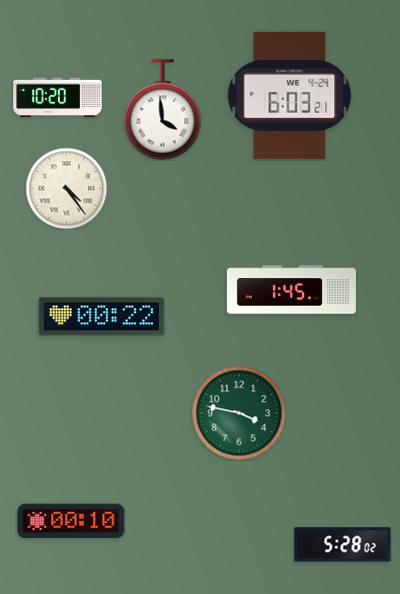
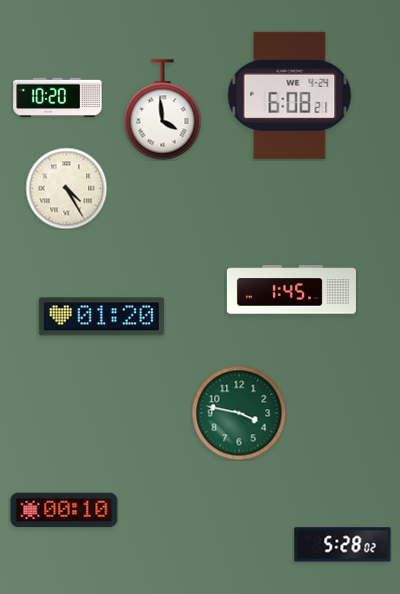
clock at (290, 95): 6:03 -> 6:08
clock at (66, 188): 4:24 -> 4:25
clock at (101, 317): 00:22 -> 01:20
clock at (71, 521) position: (71, 521) -> (64, 510)
